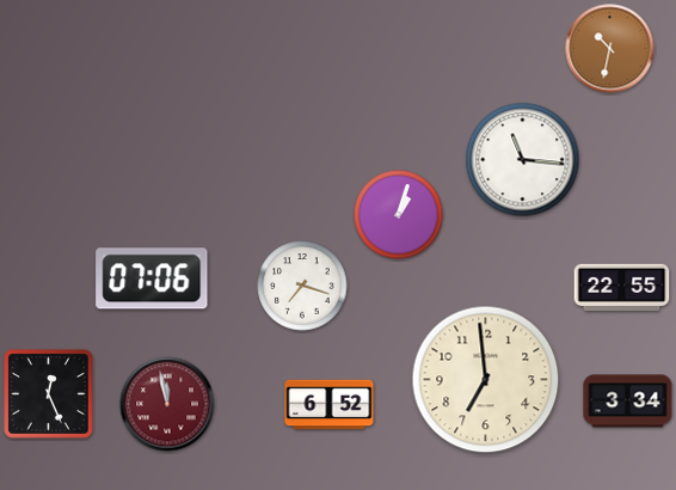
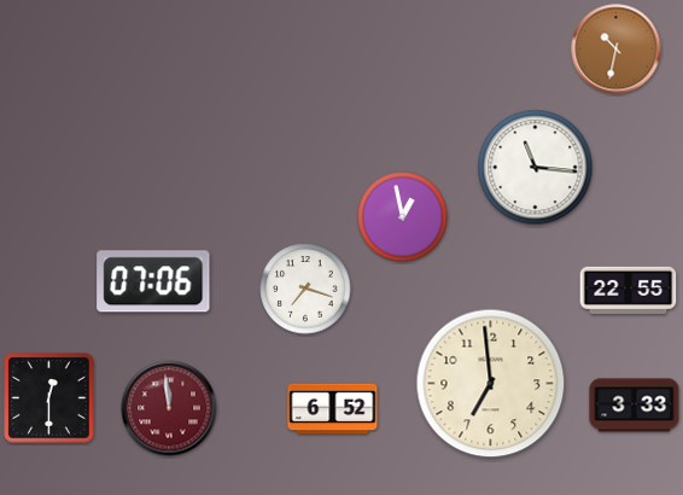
clock at (523, 160) position: (523, 160) -> (536, 168)
clock at (399, 215): 1:03 -> 12:58
clock at (49, 394): 12:26 -> 12:30
clock at (628, 402): 3:34 -> 3:33
clock at (167, 404): 11:58 -> 11:59
